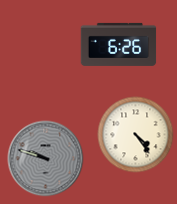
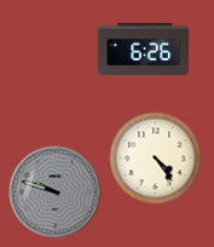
clock at (119, 44) position: (119, 44) -> (144, 48)
clock at (136, 135) position: (136, 135) -> (156, 159)
